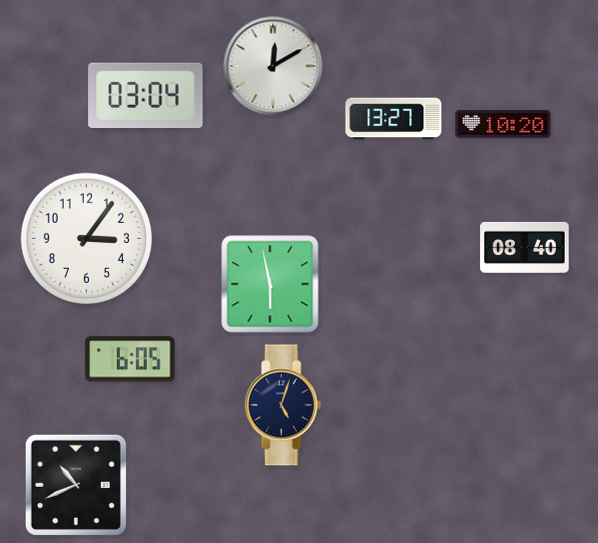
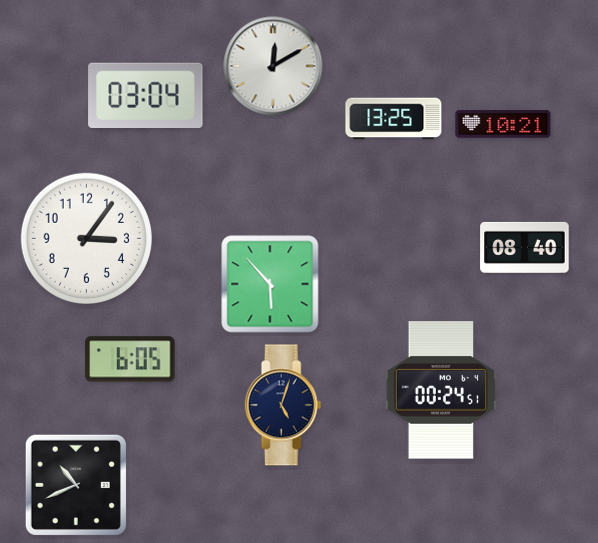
clock at (394, 119): 13:27 -> 13:25
clock at (503, 124): 10:20 -> 10:21
clock at (270, 284): 5:58 -> 5:53
clock at (441, 390): none -> 00:24
